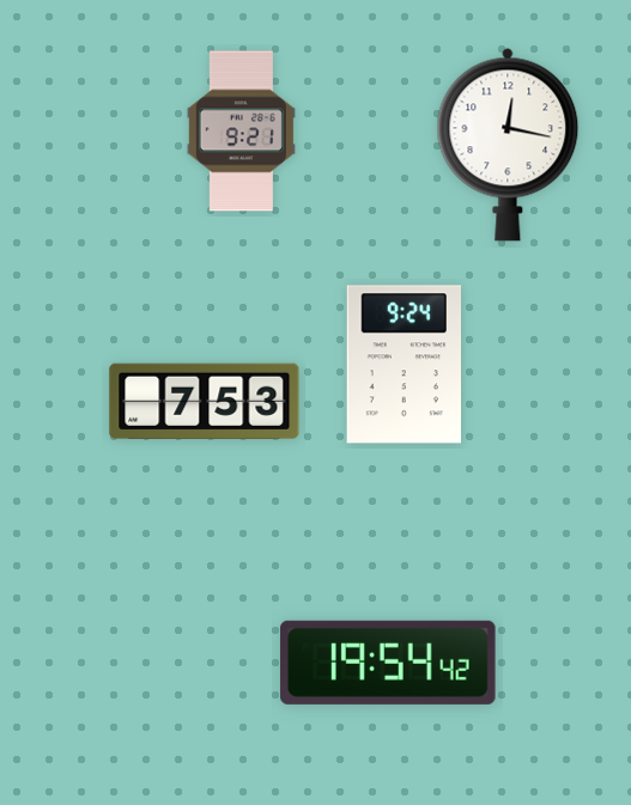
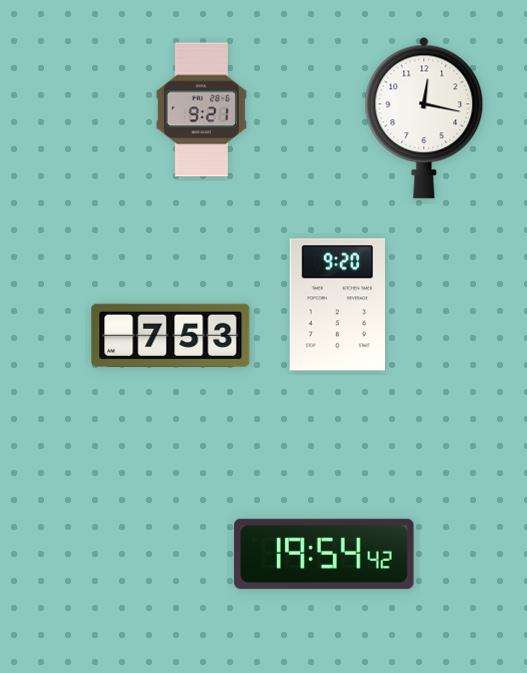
clock at (508, 145) position: (508, 145) -> (424, 118)
clock at (404, 365): 9:24 -> 9:20
